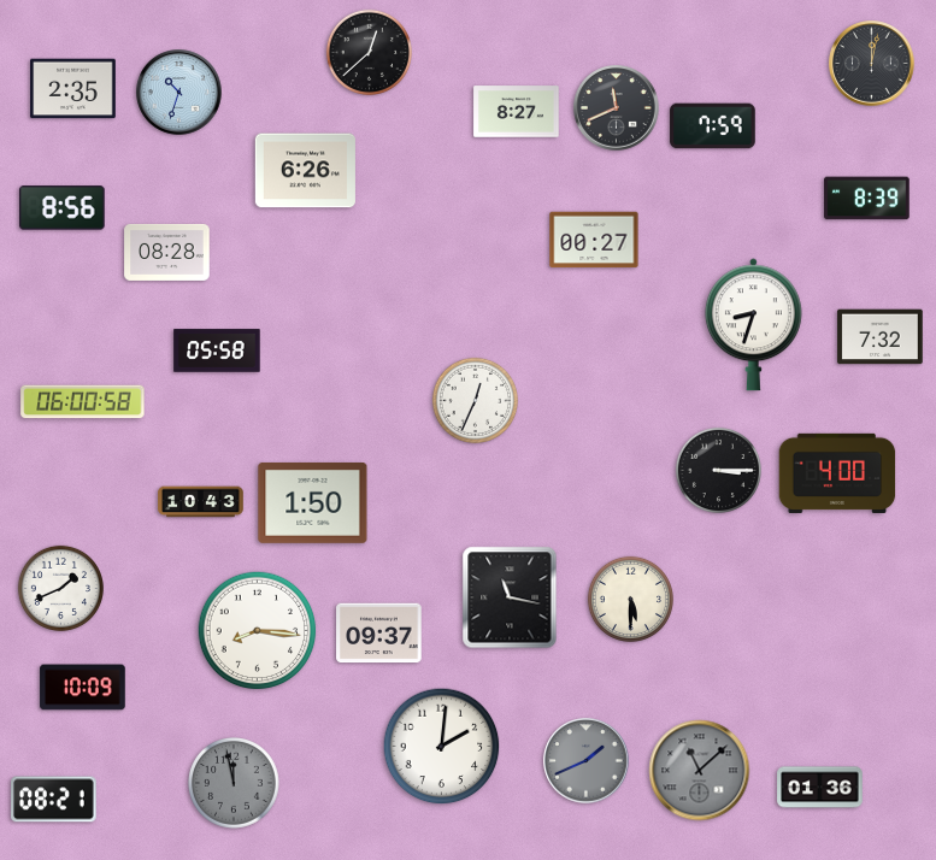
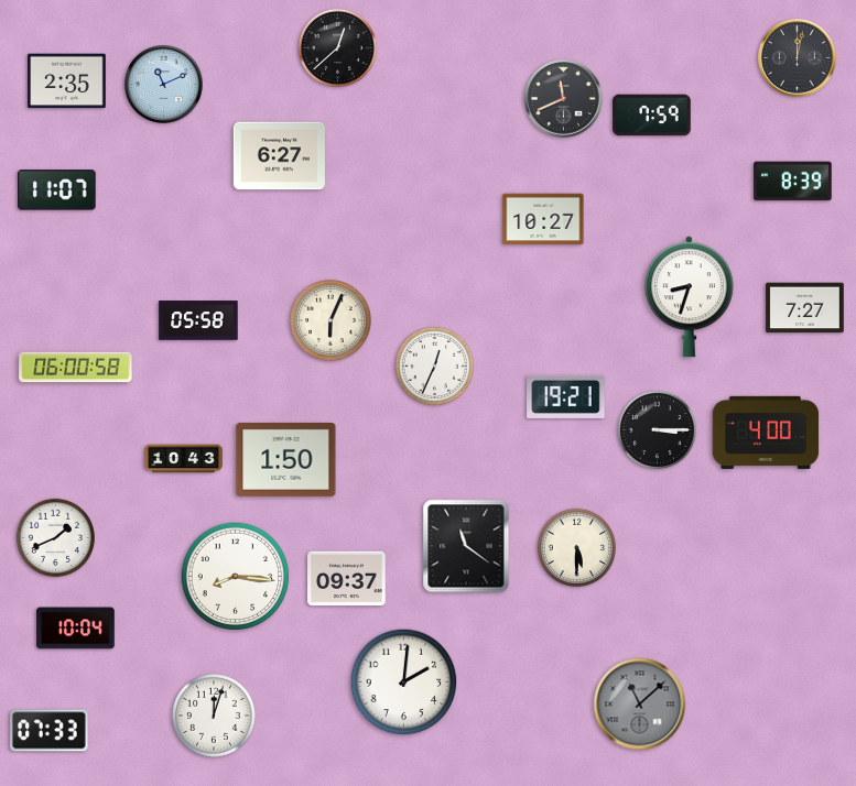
clock at (179, 93): 10:33 -> 11:11
clock at (517, 112): 8:27 -> none
clock at (305, 171): 6:26 -> 6:27
clock at (63, 208): 8:56 -> 11:07
clock at (594, 240): 00:27 -> 10:27
clock at (167, 252): 08:28 -> none
clock at (881, 337): 7:32 -> 7:27
clock at (331, 320): none -> 6:04
clock at (566, 396): none -> 19:21
clock at (510, 597): 11:17 -> 11:21
clock at (83, 688): 10:09 -> 10:04
clock at (587, 761): 1:41 -> none
clock at (235, 784): 11:58 -> 12:03
clock at (235, 784) dial: grey -> white
clock at (820, 788): 01:36 -> none
clock at (54, 800): 08:21 -> 07:33
